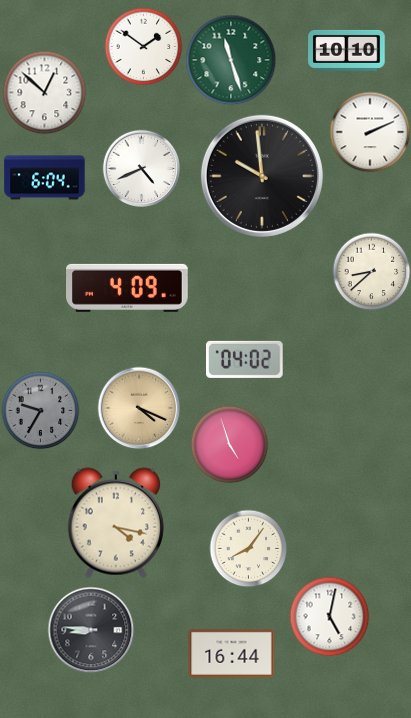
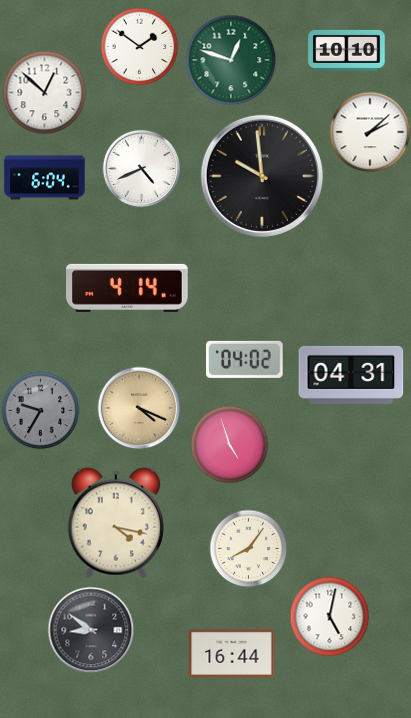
clock at (143, 46) position: (143, 46) -> (139, 46)
clock at (231, 60): 11:27 -> 12:48
clock at (370, 132): 2:11 -> 2:08
clock at (371, 271): 8:38 -> none
clock at (128, 288): 4:09 -> 4:14
clock at (351, 375): none -> 04:31
clock at (91, 630): 8:46 -> 8:51
